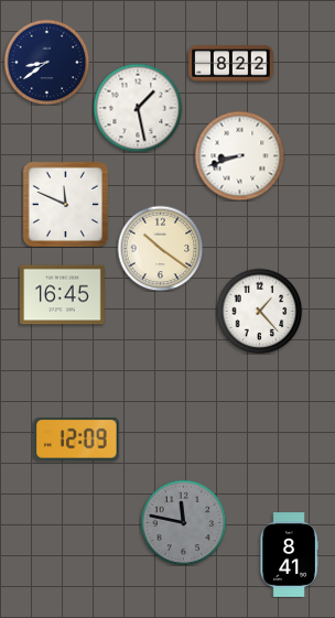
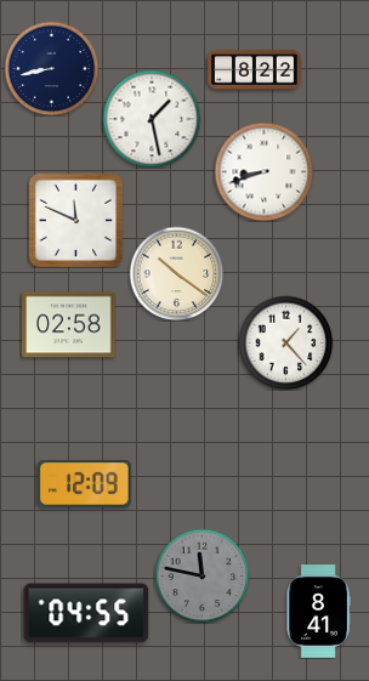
clock at (46, 62): 8:39 -> 8:43
clock at (65, 204) position: (65, 204) -> (75, 220)
clock at (63, 295): 16:45 -> 02:58
clock at (86, 613): none -> 04:55
